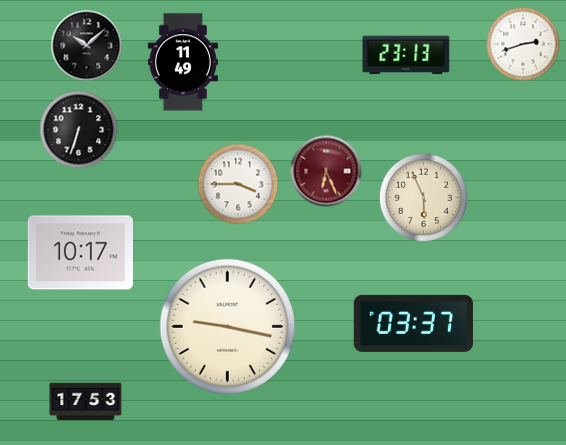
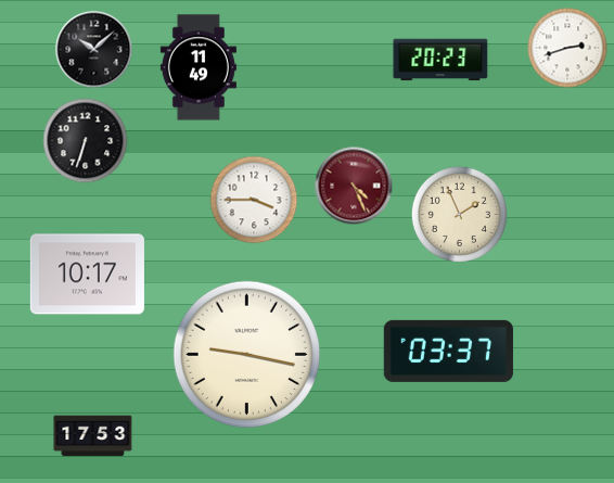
clock at (406, 55): 23:13 -> 20:23
clock at (326, 171): 6:26 -> 4:26
clock at (238, 184) position: (238, 184) -> (254, 200)
clock at (423, 197): 5:56 -> 1:56
